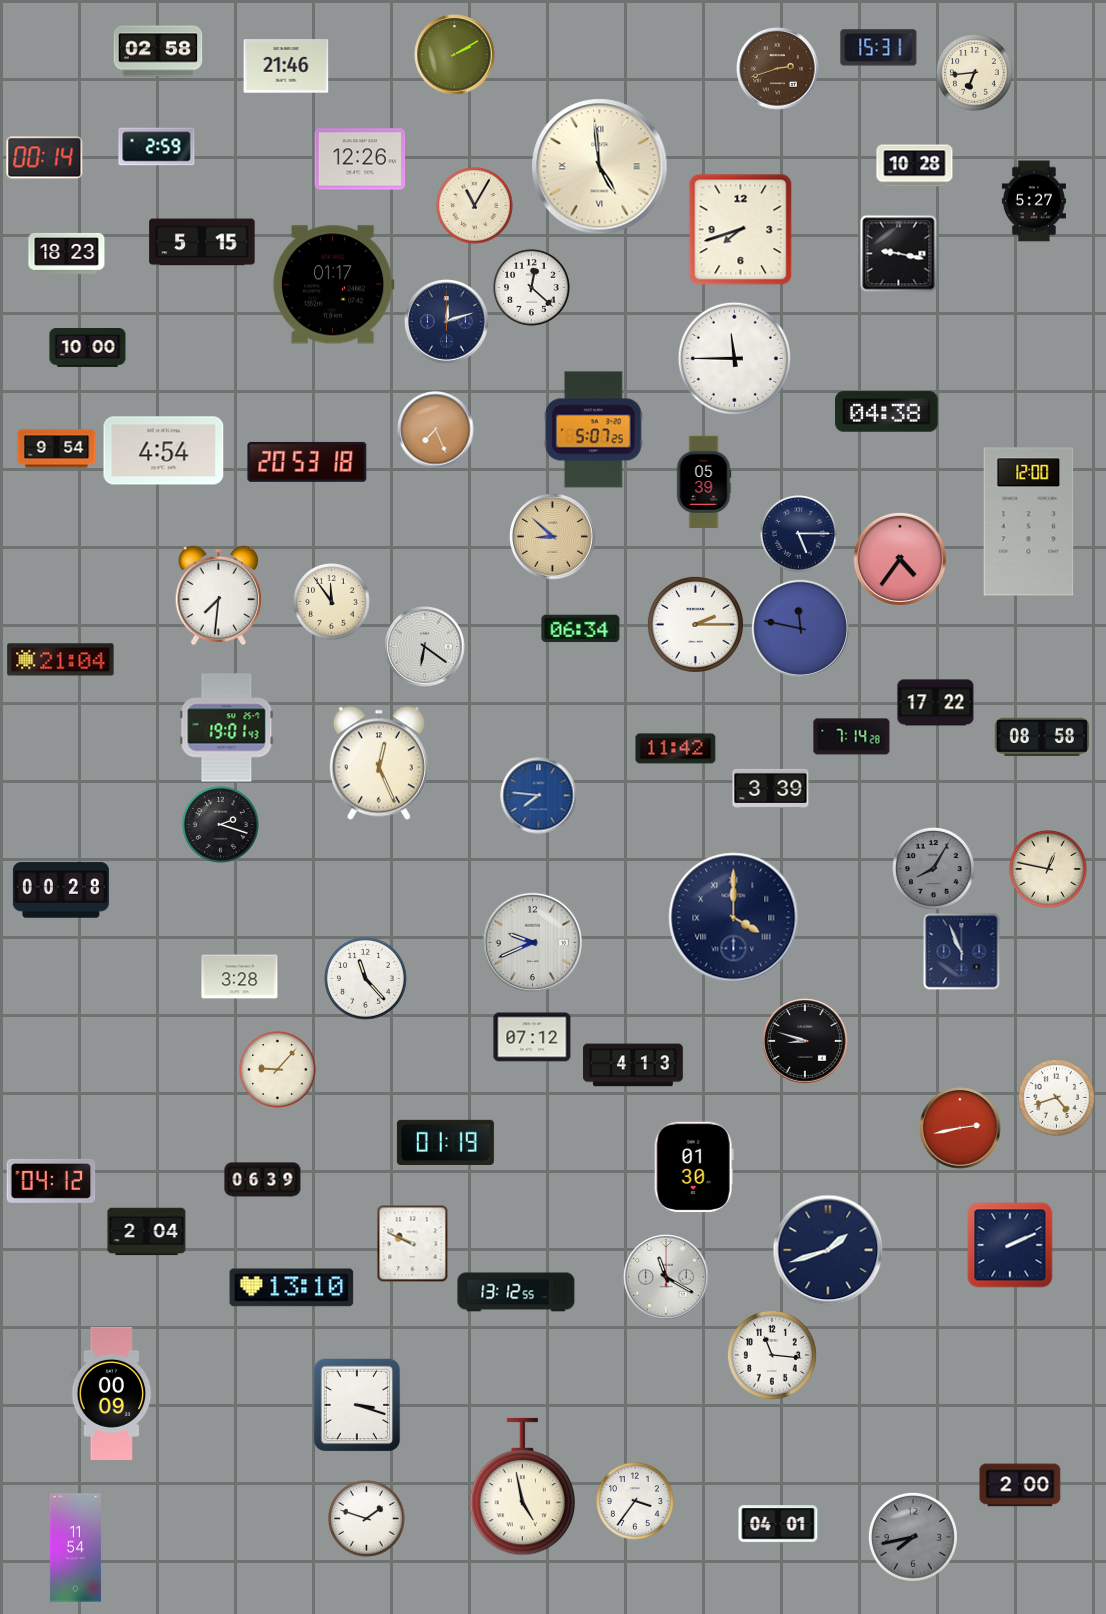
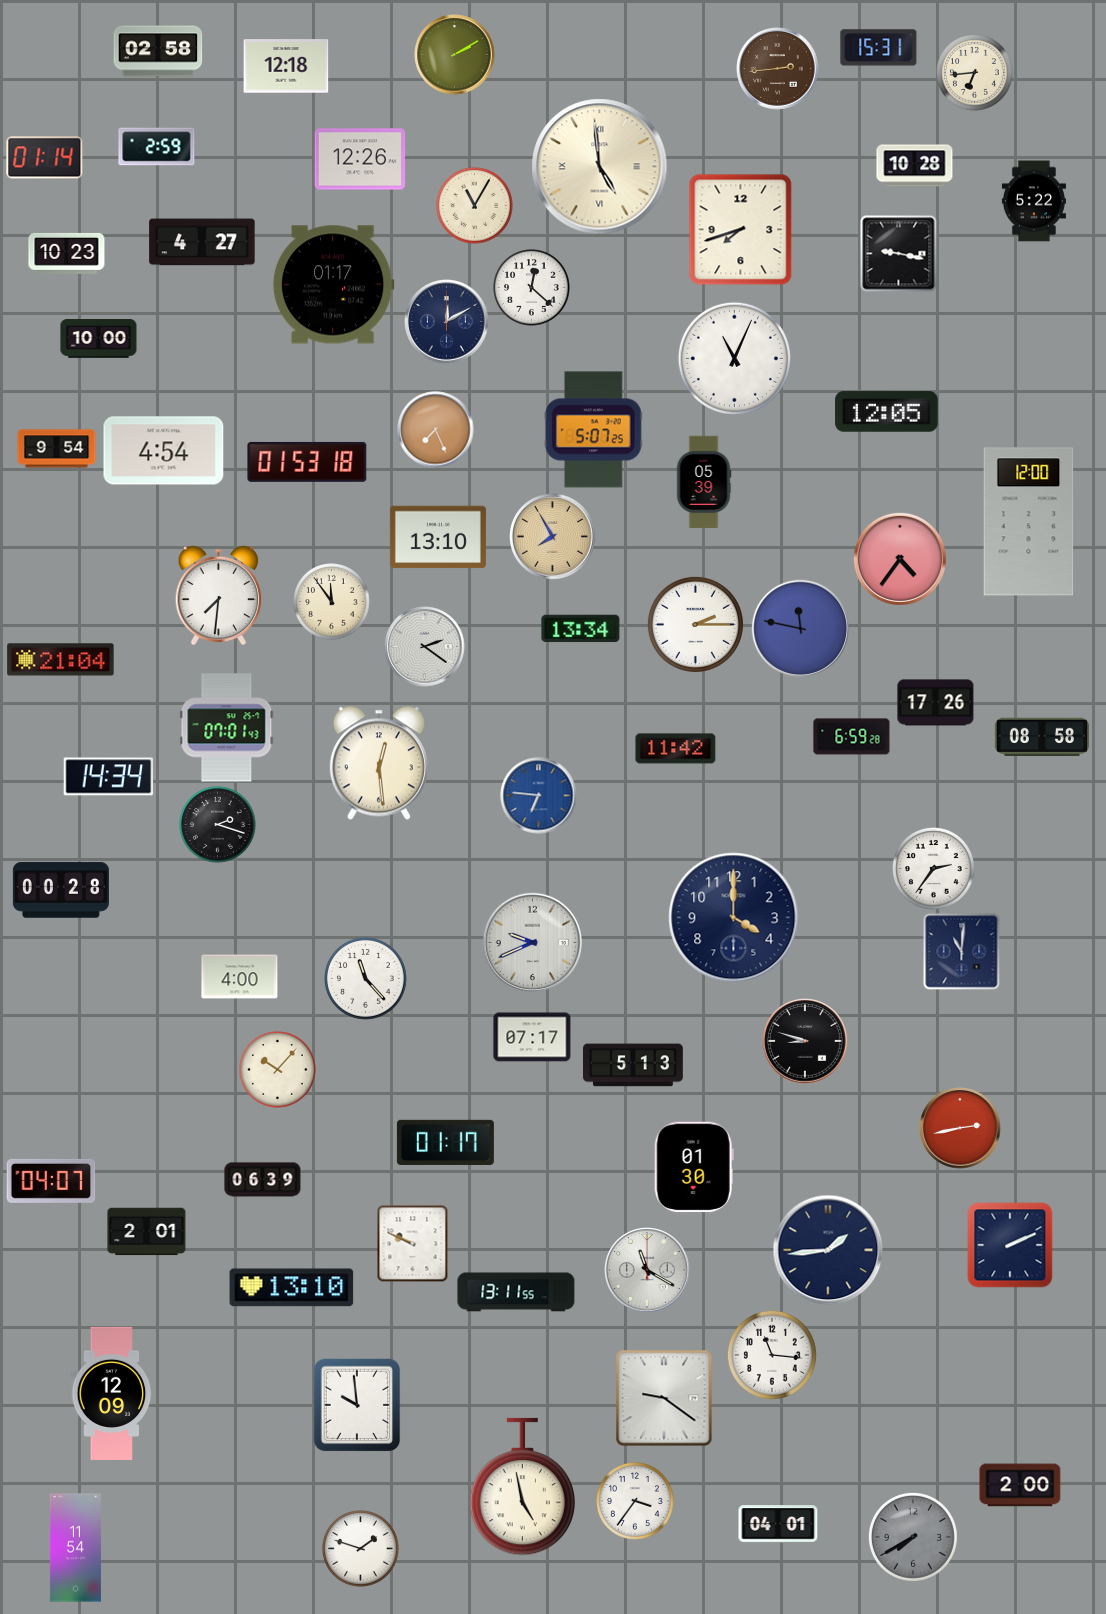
clock at (286, 66): 21:46 -> 12:18
clock at (778, 69): 2:42 -> 2:44
clock at (45, 158): 00:14 -> 01:14
clock at (1034, 201): 5:27 -> 5:22
clock at (202, 242): 5:15 -> 4:27
clock at (67, 253): 18:23 -> 10:23
clock at (447, 322): 12:12 -> 12:10
clock at (88, 348) position: (88, 348) -> (99, 339)
clock at (734, 358): 11:45 -> 11:04
clock at (887, 412): 04:38 -> 12:05
clock at (307, 462): 20:53 -> 01:53
clock at (799, 534): 5:15 -> none
clock at (438, 537): none -> 13:10
clock at (553, 537): 8:52 -> 7:55
clock at (581, 629): 06:34 -> 13:34
clock at (425, 647): 6:21 -> 2:21
clock at (936, 703): 17:22 -> 17:26
clock at (227, 728): 19:01 -> 07:01
clock at (852, 737): 7:14 -> 6:59
clock at (379, 763): 12:26 -> 12:29
clock at (109, 777): none -> 14:34
clock at (771, 788): 3:39 -> none
clock at (539, 796): 7:46 -> 6:46
clock at (221, 825) position: (221, 825) -> (218, 825)
clock at (934, 869): 8:05 -> 2:36
clock at (934, 869) dial: grey -> white
clock at (1048, 869): 12:47 -> none
clock at (734, 918) numerals: Roman -> Arabic
clock at (962, 952): 10:56 -> 11:01
clock at (240, 977): 3:28 -> 4:00
clock at (532, 1037): 07:12 -> 07:17
clock at (634, 1065): 4:13 -> 5:13
clock at (278, 1070): 9:07 -> 10:07
clock at (1057, 1098): 4:42 -> none
clock at (445, 1142): 01:19 -> 01:17
clock at (51, 1181): 04:12 -> 04:07
clock at (147, 1232): 2:04 -> 2:01
clock at (828, 1250): 1:42 -> 1:44
clock at (667, 1278) position: (667, 1278) -> (648, 1271)
clock at (516, 1292): 13:12 -> 13:11
clock at (112, 1393): 00:09 -> 12:09
clock at (664, 1398): none -> 9:21
clock at (357, 1405): 3:18 -> 9:59
clock at (367, 1519) position: (367, 1519) -> (361, 1549)
clock at (913, 1537): 7:43 -> 7:40
